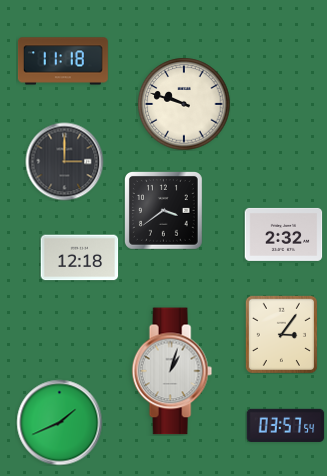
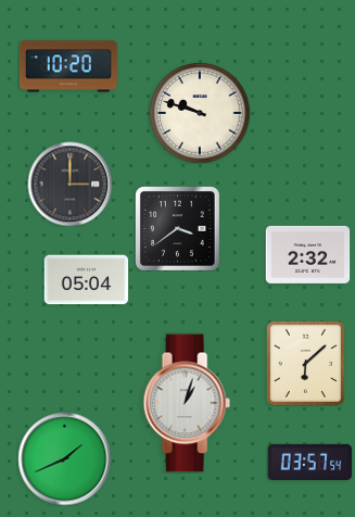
clock at (63, 61): 11:18 -> 10:20
clock at (64, 161) position: (64, 161) -> (69, 184)
clock at (79, 258): 12:18 -> 05:04
clock at (281, 334): 3:06 -> 6:08
